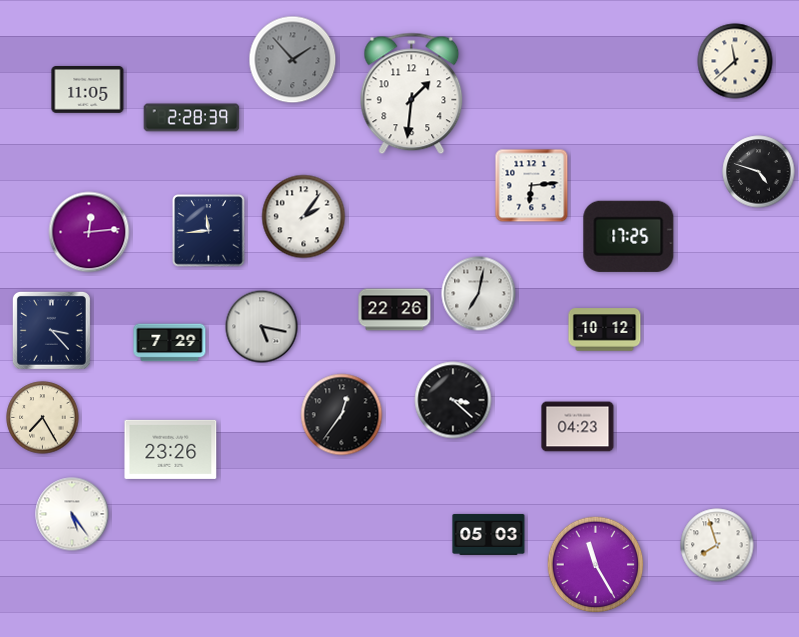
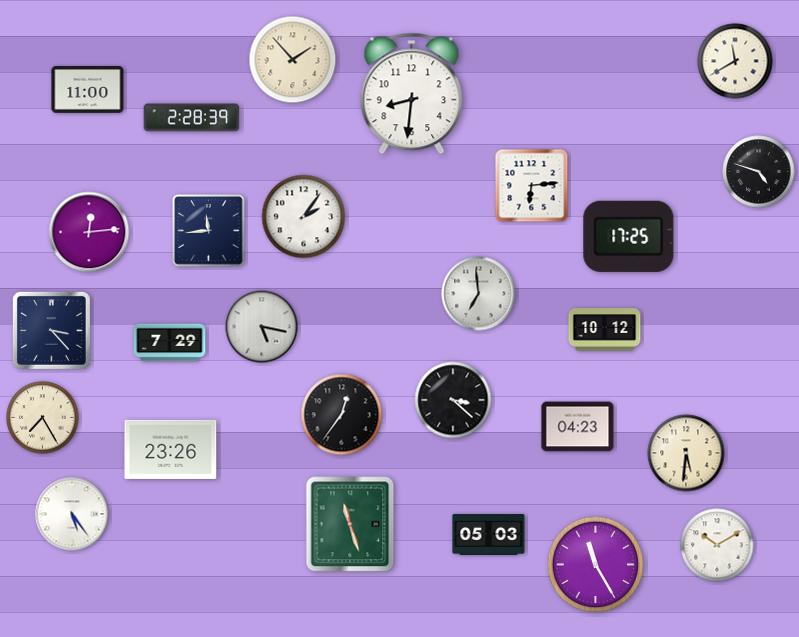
clock at (293, 60) dial: grey -> cream
clock at (735, 61): 11:38 -> 11:40
clock at (88, 90): 11:05 -> 11:00
clock at (412, 94): 1:31 -> 8:31
clock at (479, 294): 7:02 -> 6:59
clock at (395, 310): 22:26 -> none
clock at (686, 453): none -> 5:31
clock at (350, 524): none -> 11:27
clock at (717, 545): 7:57 -> 10:10
